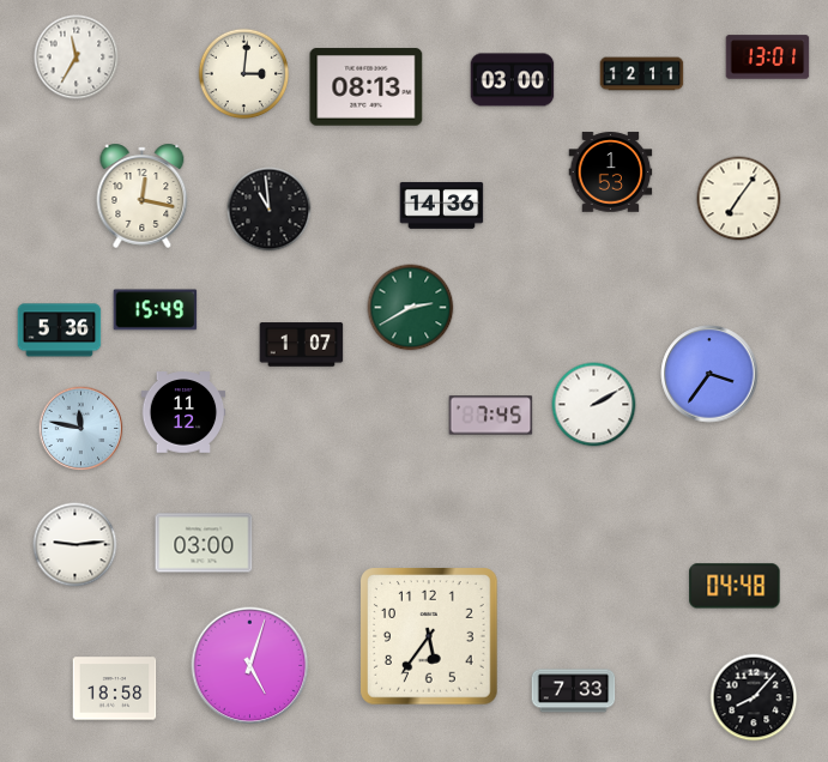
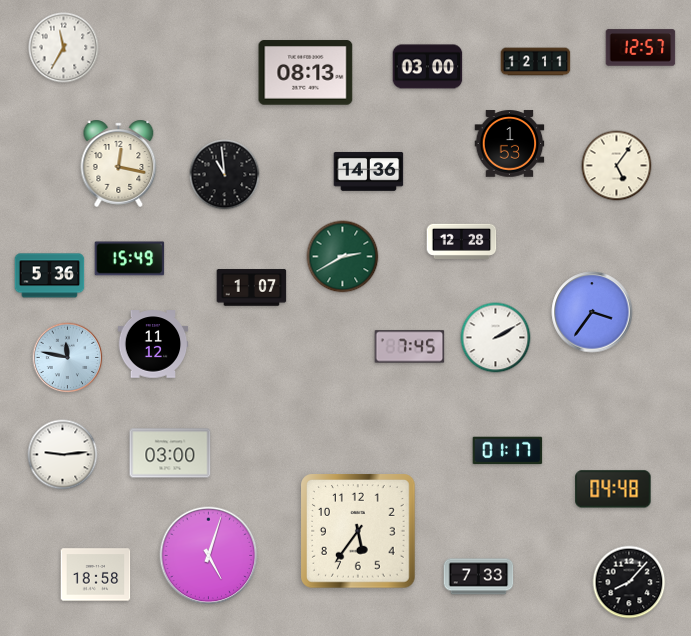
clock at (768, 58): 13:01 -> 12:57
clock at (244, 74): 3:01 -> none
clock at (739, 199): 7:06 -> 5:06
clock at (462, 241): none -> 12:28
clock at (508, 451): none -> 01:17
